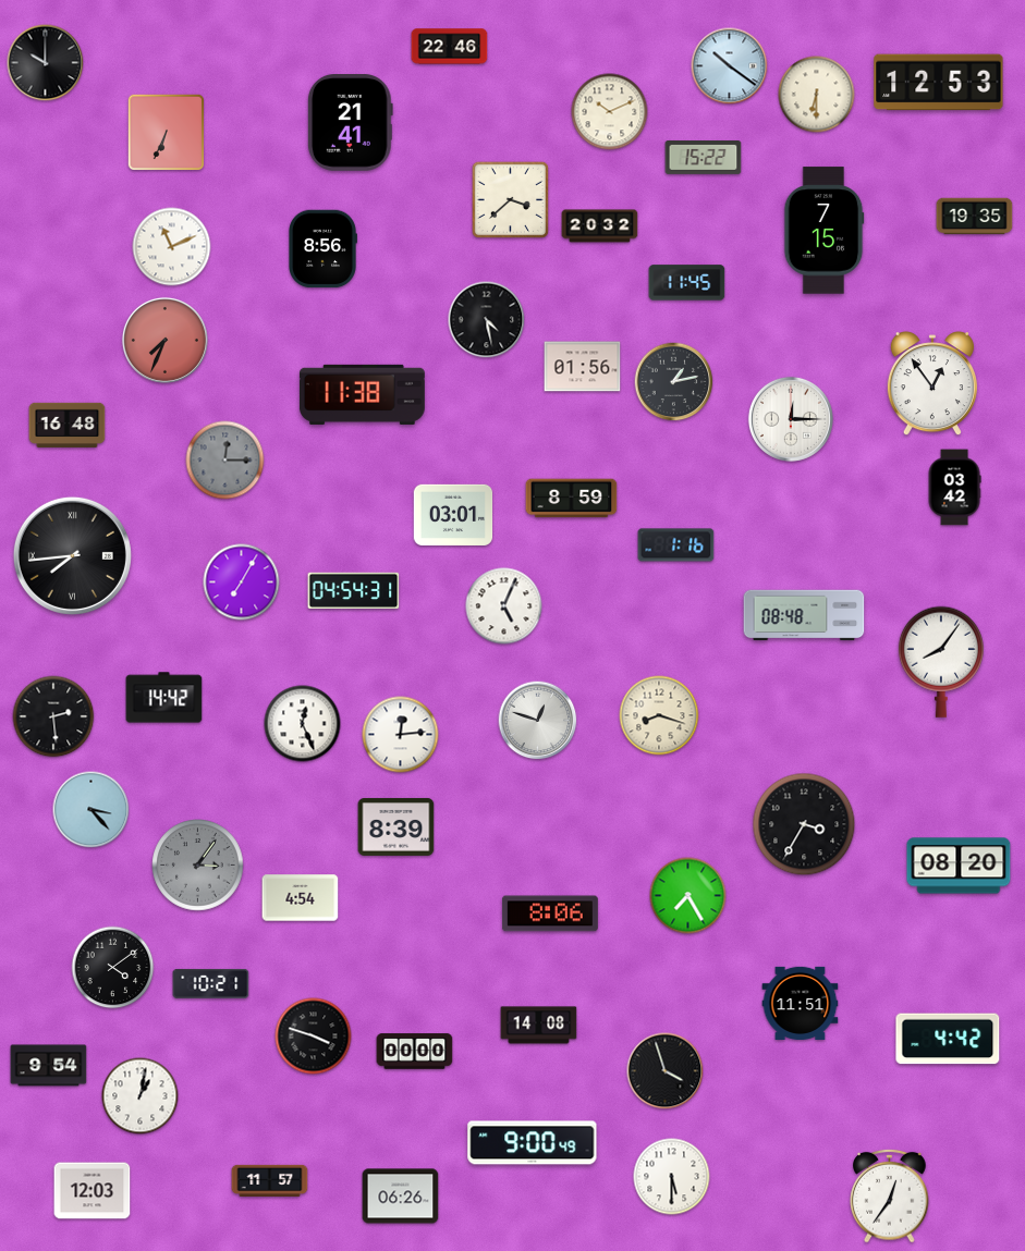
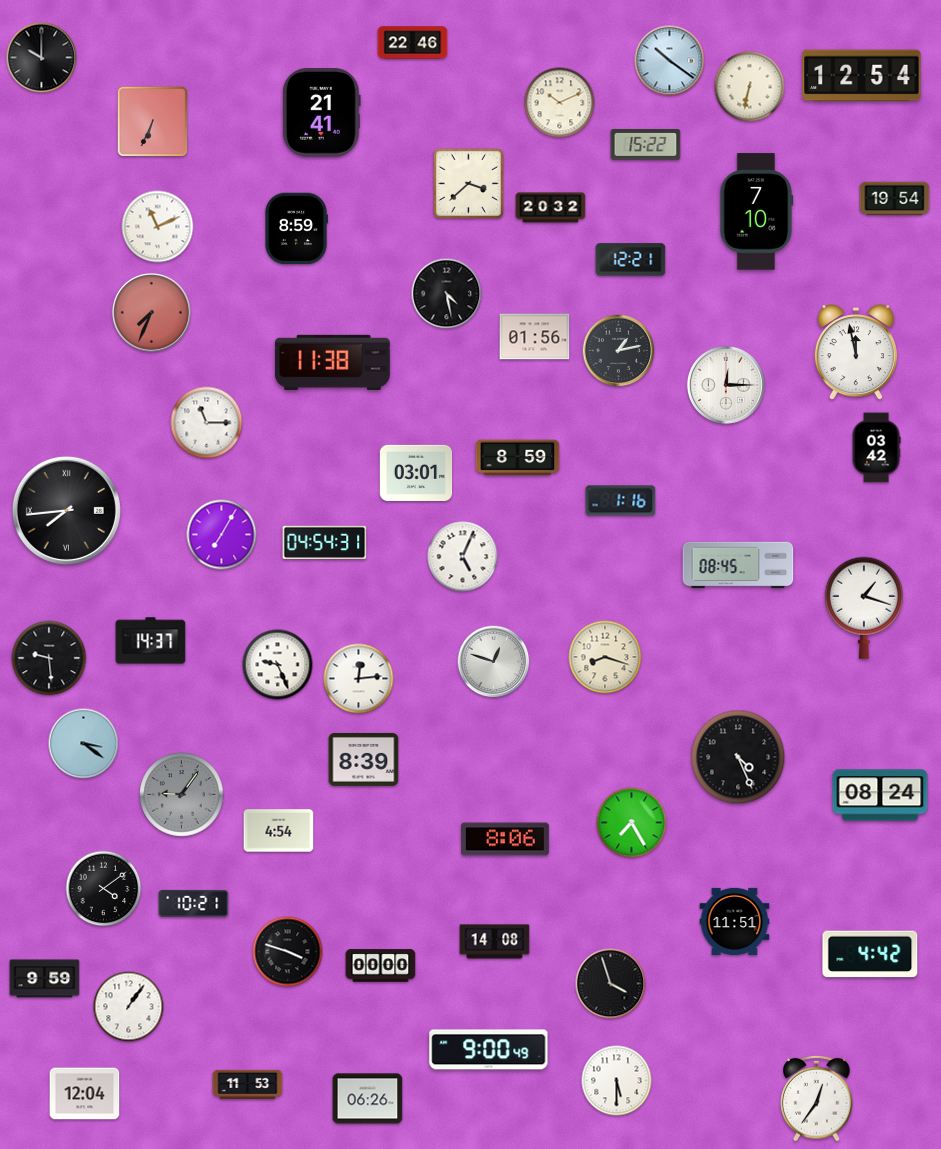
clock at (939, 83): 12:53 -> 12:54
clock at (817, 95): 6:30 -> 6:32
clock at (975, 217): 19:35 -> 19:54
clock at (823, 231): 7:15 -> 7:10
clock at (324, 249): 8:56 -> 8:59
clock at (687, 283): 11:45 -> 12:21
clock at (932, 384): 12:54 -> 11:58
clock at (68, 425): 16:48 -> none
clock at (225, 461): 12:15 -> 11:15
clock at (225, 461) dial: grey -> white
clock at (572, 499) position: (572, 499) -> (518, 458)
clock at (804, 615): 08:48 -> 08:45
clock at (941, 662): 8:06 -> 1:18
clock at (164, 698): 14:42 -> 14:37
clock at (53, 716): 2:29 -> 9:29
clock at (303, 724): 12:26 -> 9:26
clock at (401, 735) position: (401, 735) -> (359, 679)
clock at (91, 810): 3:23 -> 3:21
clock at (804, 824): 3:35 -> 4:26
clock at (198, 866): 3:06 -> 9:06
clock at (959, 866): 08:20 -> 08:24
clock at (301, 898) position: (301, 898) -> (279, 831)
clock at (49, 1066): 9:54 -> 9:59
clock at (141, 1096): 1:02 -> 1:06
clock at (270, 1180): 11:57 -> 11:53
clock at (93, 1191): 12:03 -> 12:04
